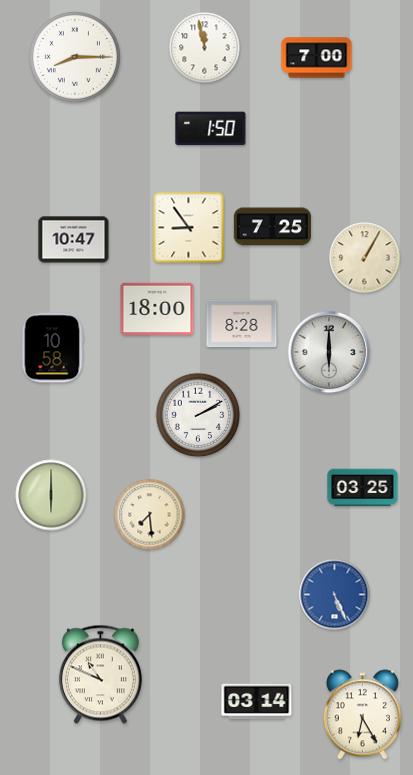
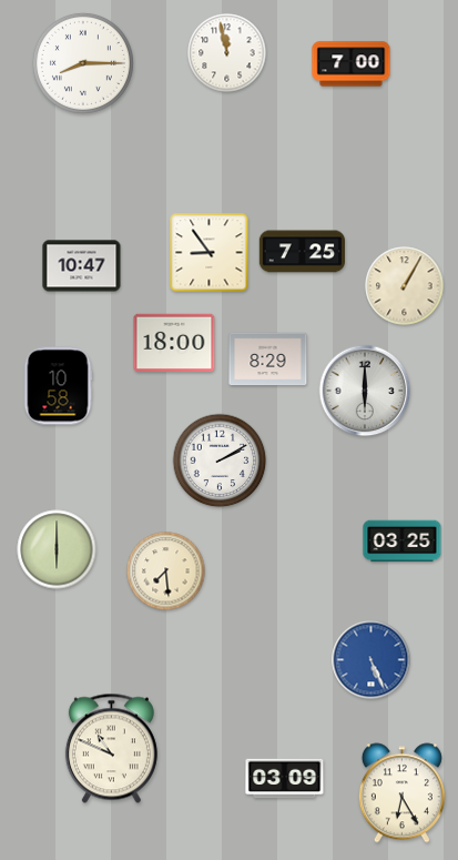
clock at (211, 129): 1:50 -> none
clock at (242, 324): 8:28 -> 8:29
clock at (257, 702): 03:14 -> 03:09
